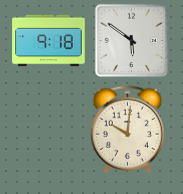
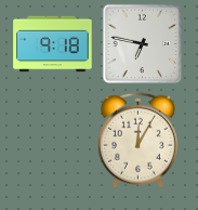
clock at (132, 41): 5:51 -> 6:47
clock at (127, 130): 10:01 -> 12:05
